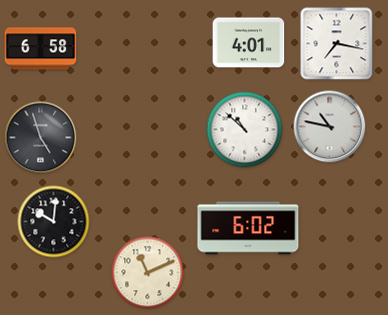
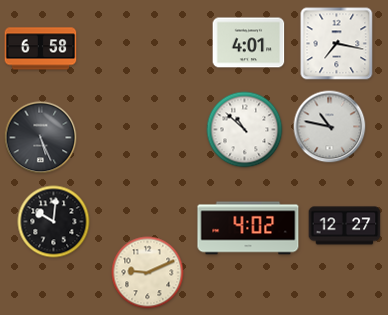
clock at (41, 138): 4:57 -> 5:26
clock at (345, 226): none -> 12:27
clock at (248, 228): 6:02 -> 4:02
clock at (148, 273): 11:11 -> 9:11
